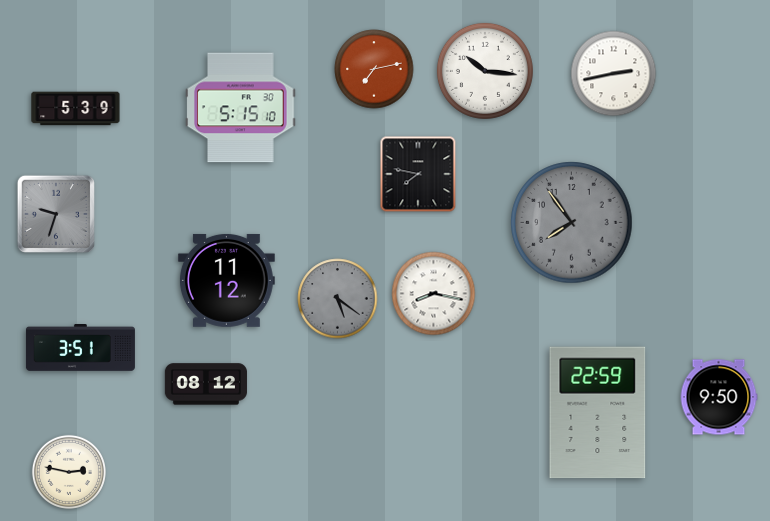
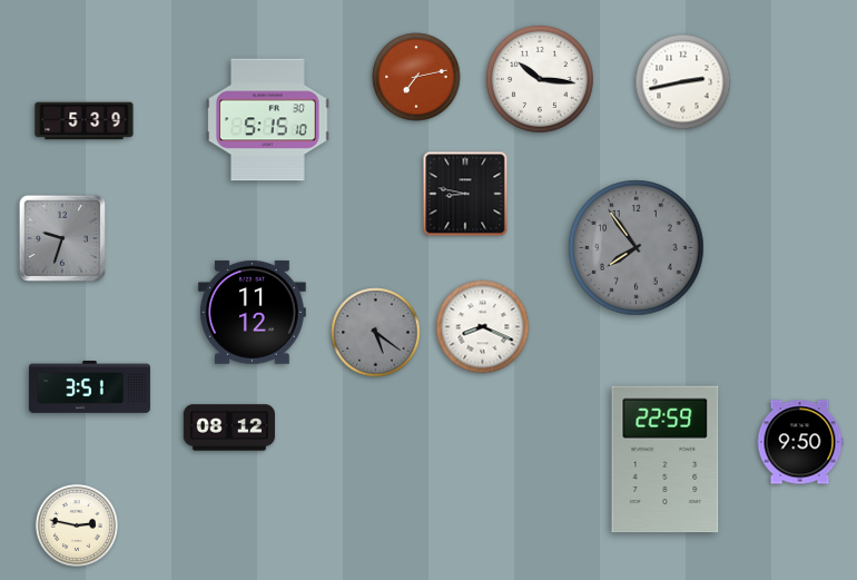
clock at (418, 174): 7:47 -> 8:47
clock at (434, 294): 8:17 -> 8:19
